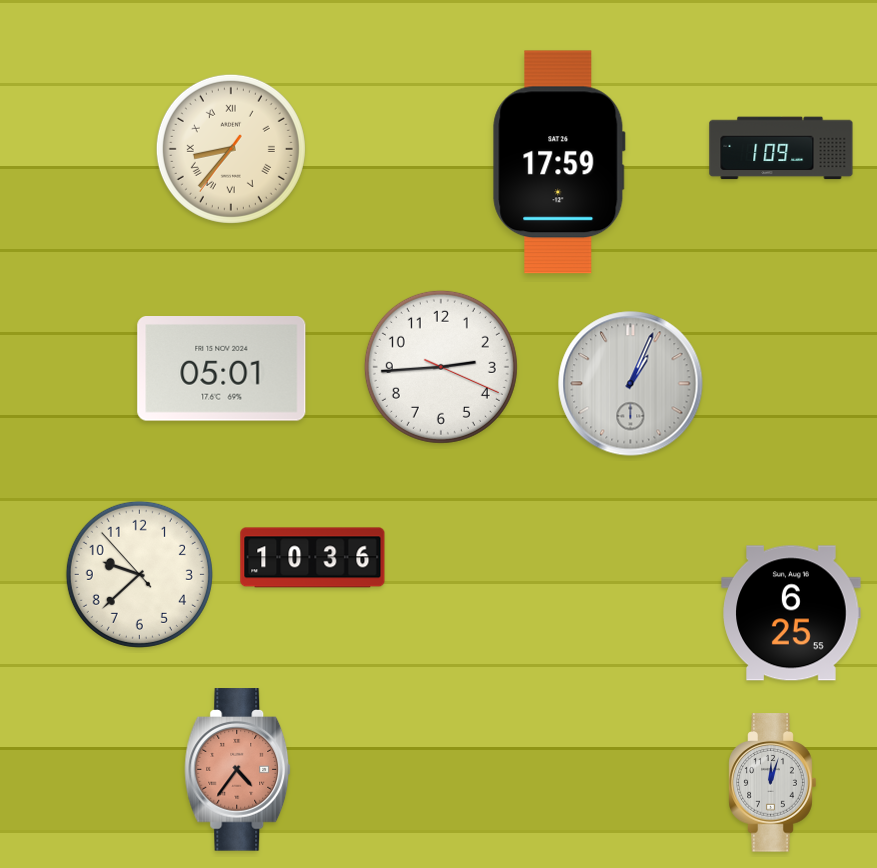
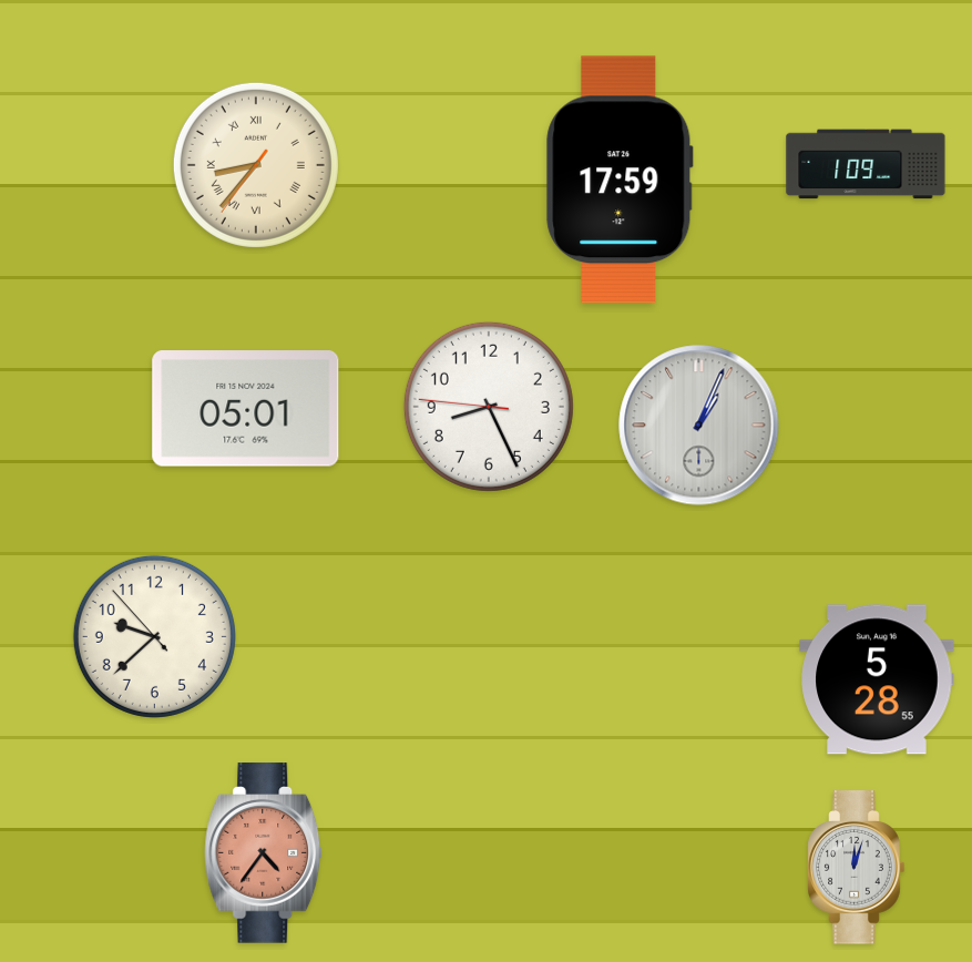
clock at (441, 367): 2:44 -> 8:25
clock at (313, 558): 10:36 -> none
clock at (791, 613): 6:25 -> 5:28
